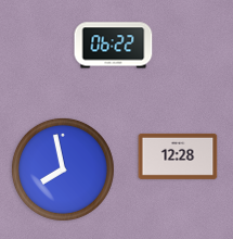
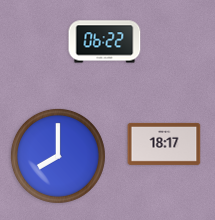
clock at (178, 156): 12:28 -> 18:17
clock at (63, 169): 7:58 -> 8:00
